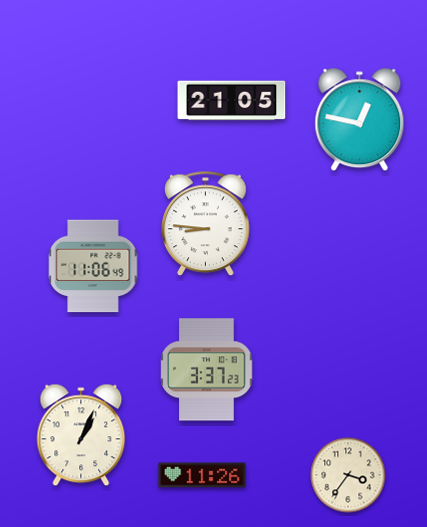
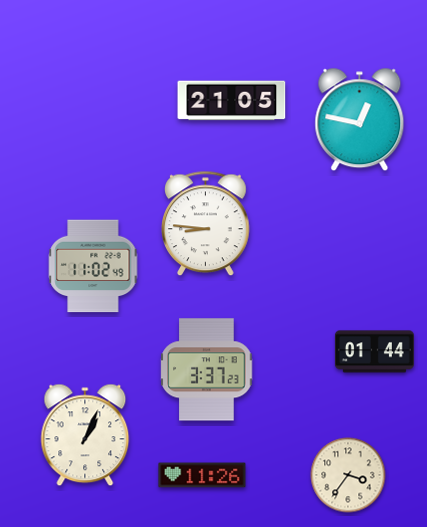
clock at (93, 266): 11:06 -> 11:02
clock at (374, 352): none -> 01:44
clock at (81, 435) position: (81, 435) -> (85, 435)
